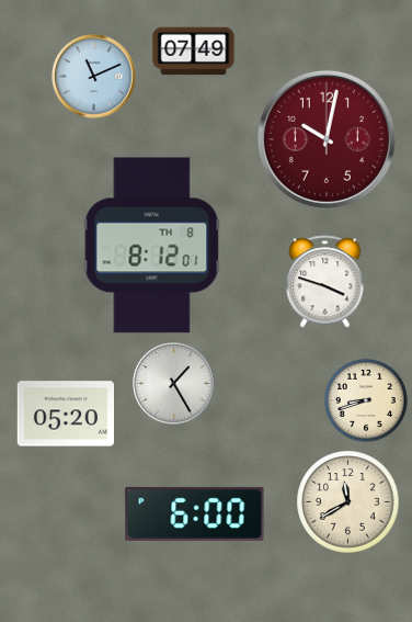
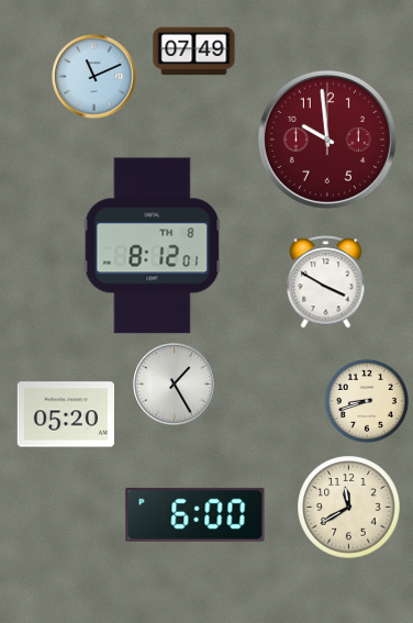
clock at (327, 139): 10:02 -> 9:59
clock at (325, 282): 3:48 -> 3:50
clock at (348, 502) position: (348, 502) -> (349, 508)
